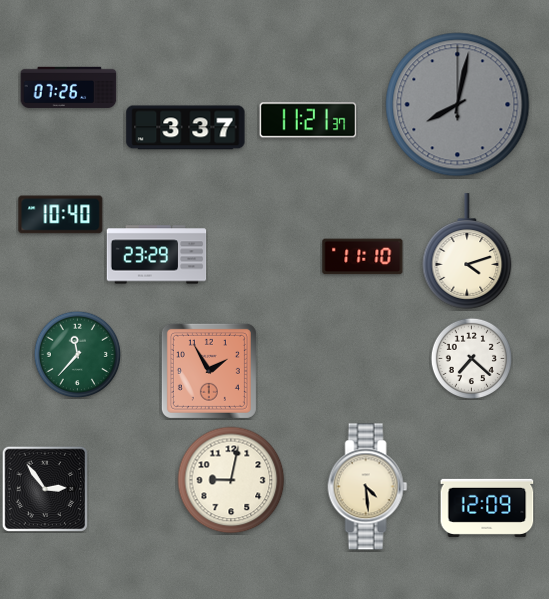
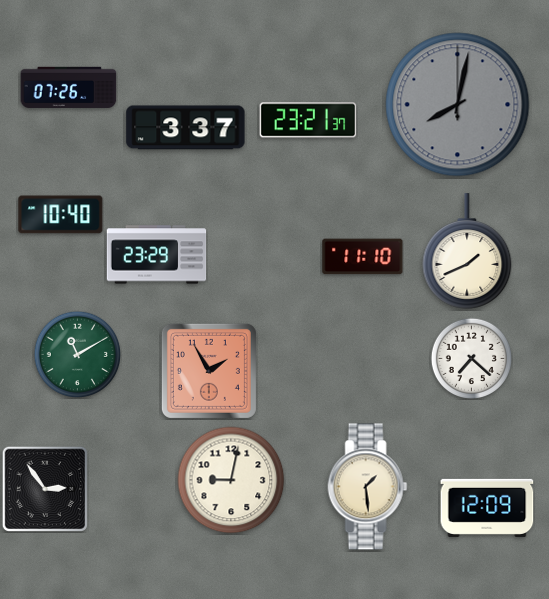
clock at (308, 120): 11:21 -> 23:21
clock at (467, 251): 4:12 -> 1:41
clock at (77, 354): 11:37 -> 11:10
clock at (368, 487): 4:29 -> 1:29
